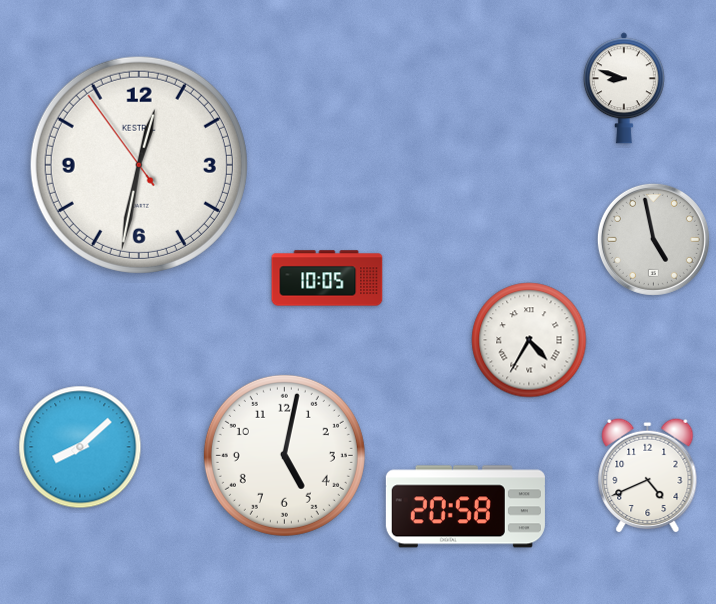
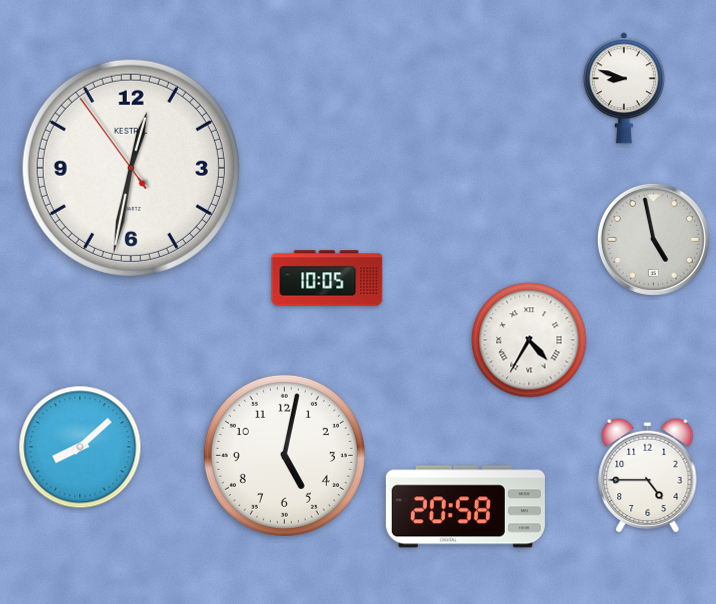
clock at (139, 165) position: (139, 165) -> (131, 168)
clock at (648, 475): 4:41 -> 4:45
